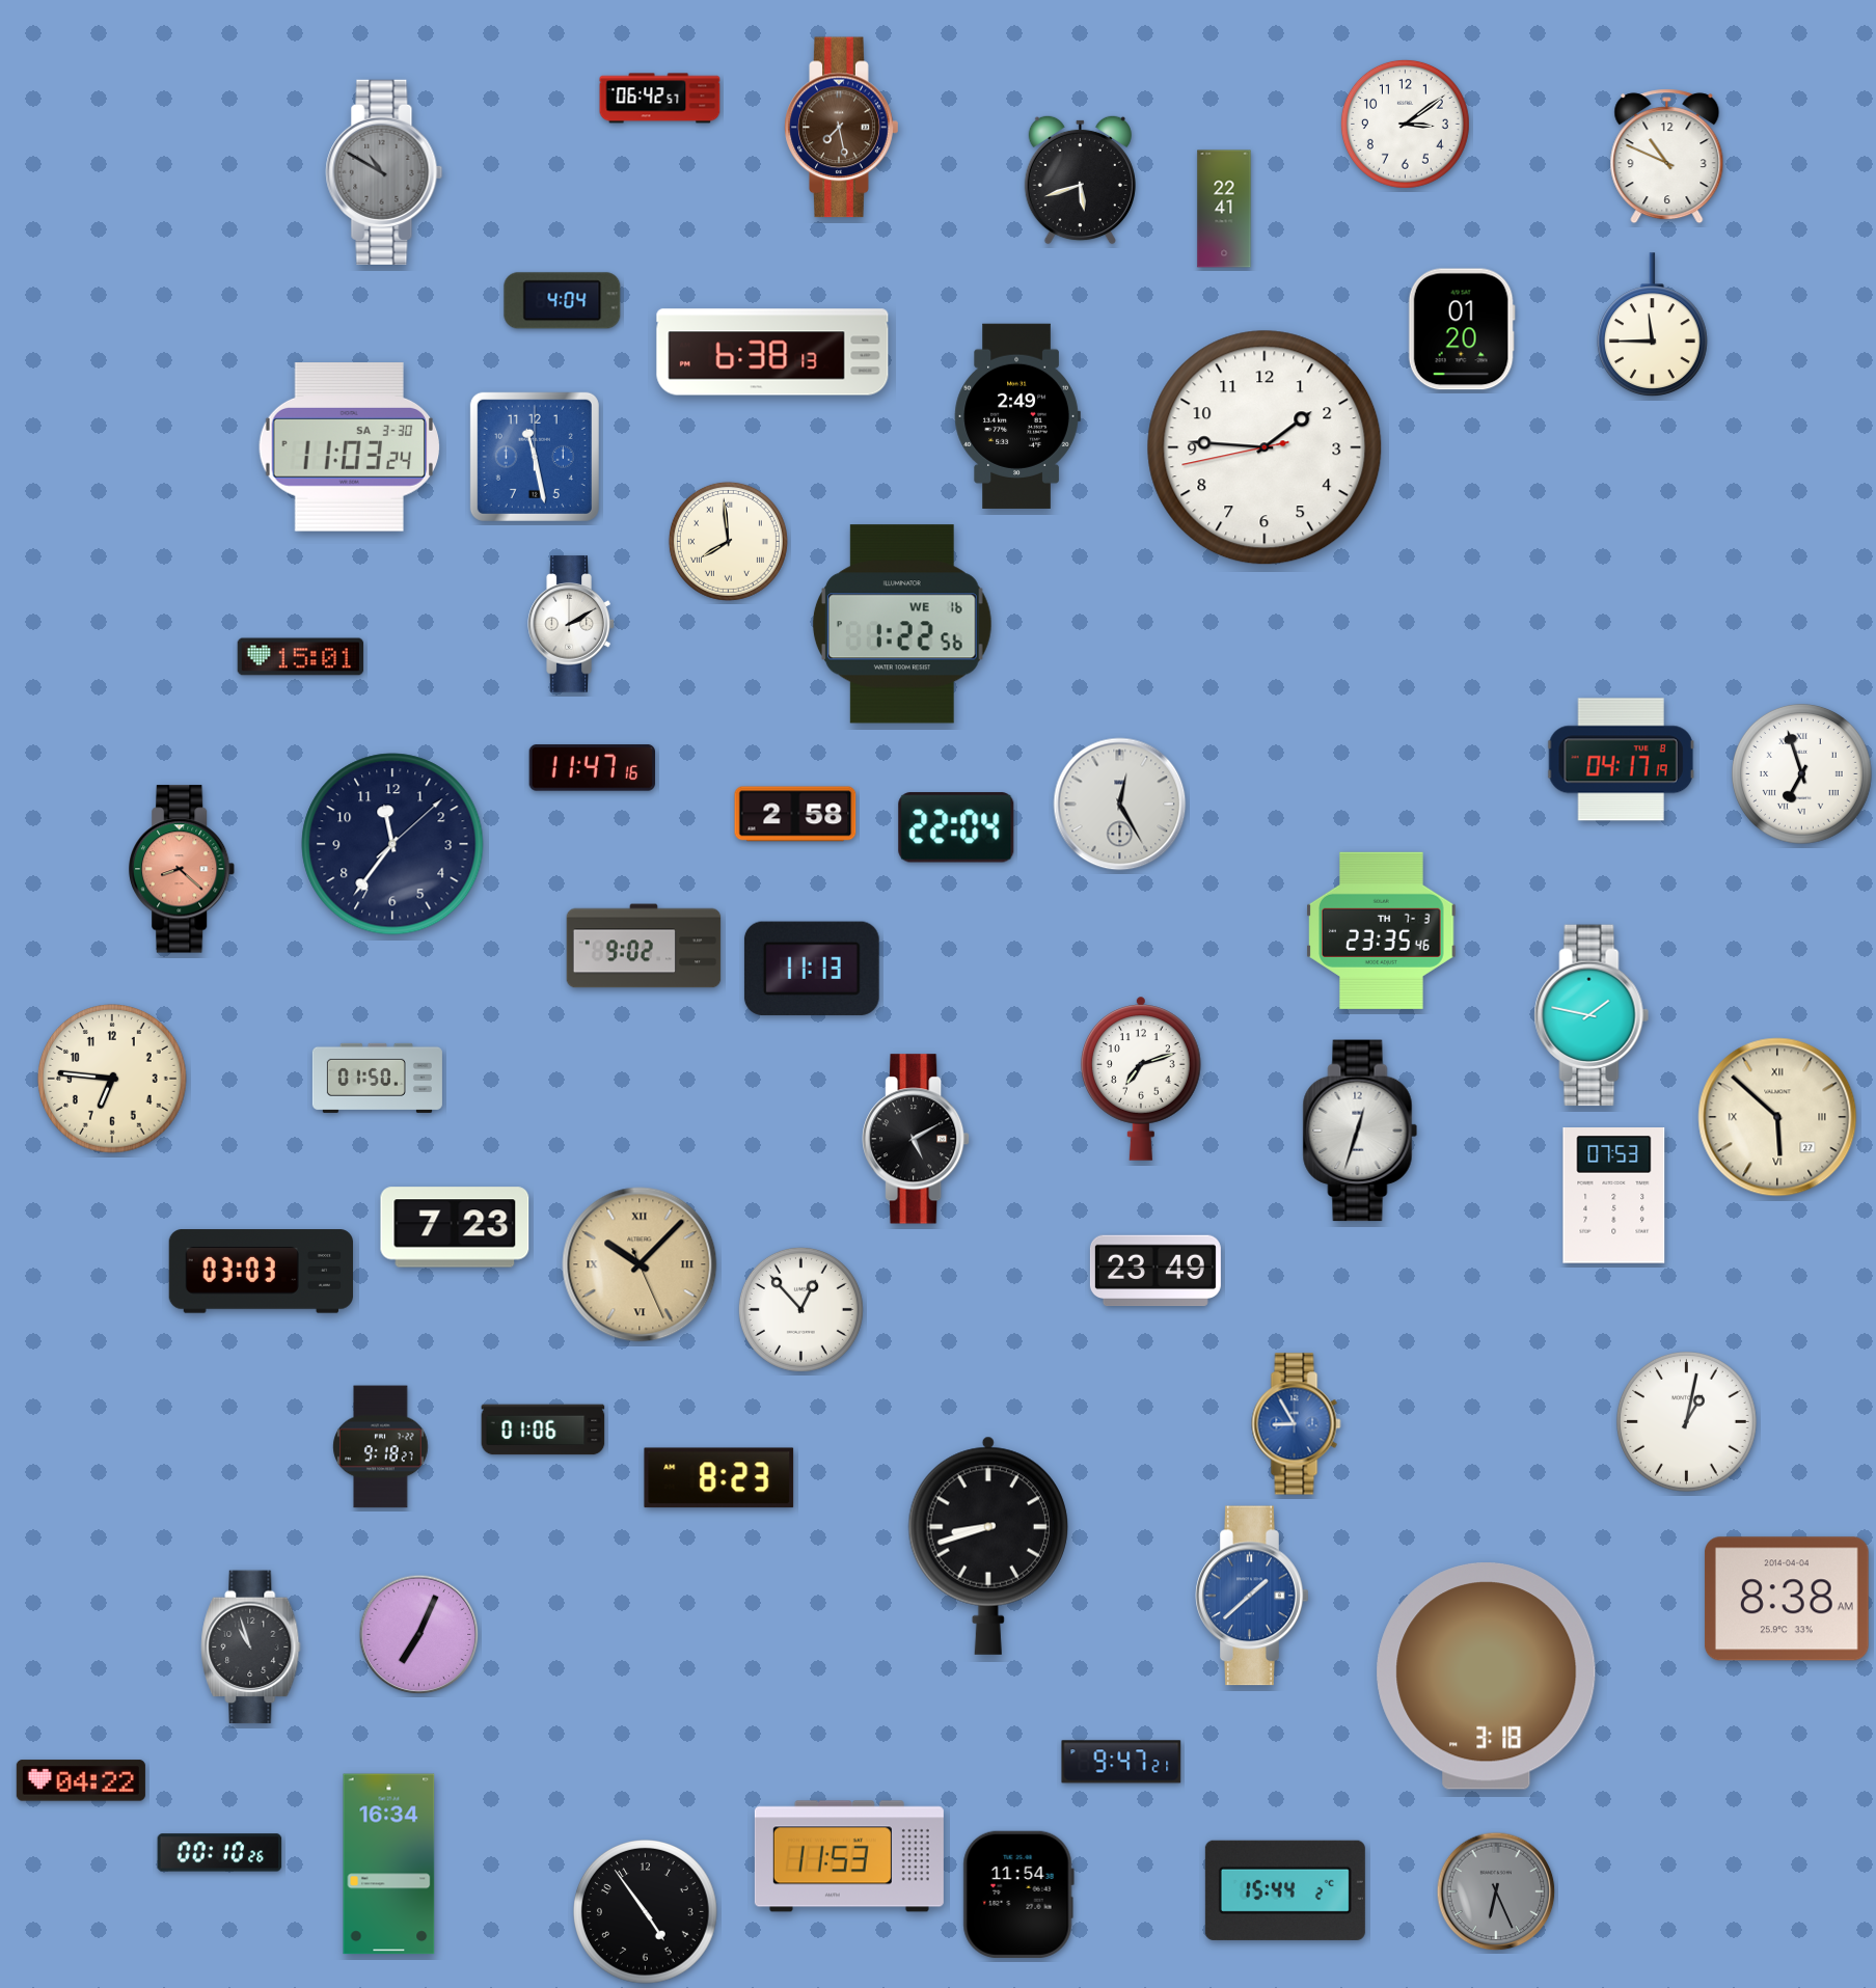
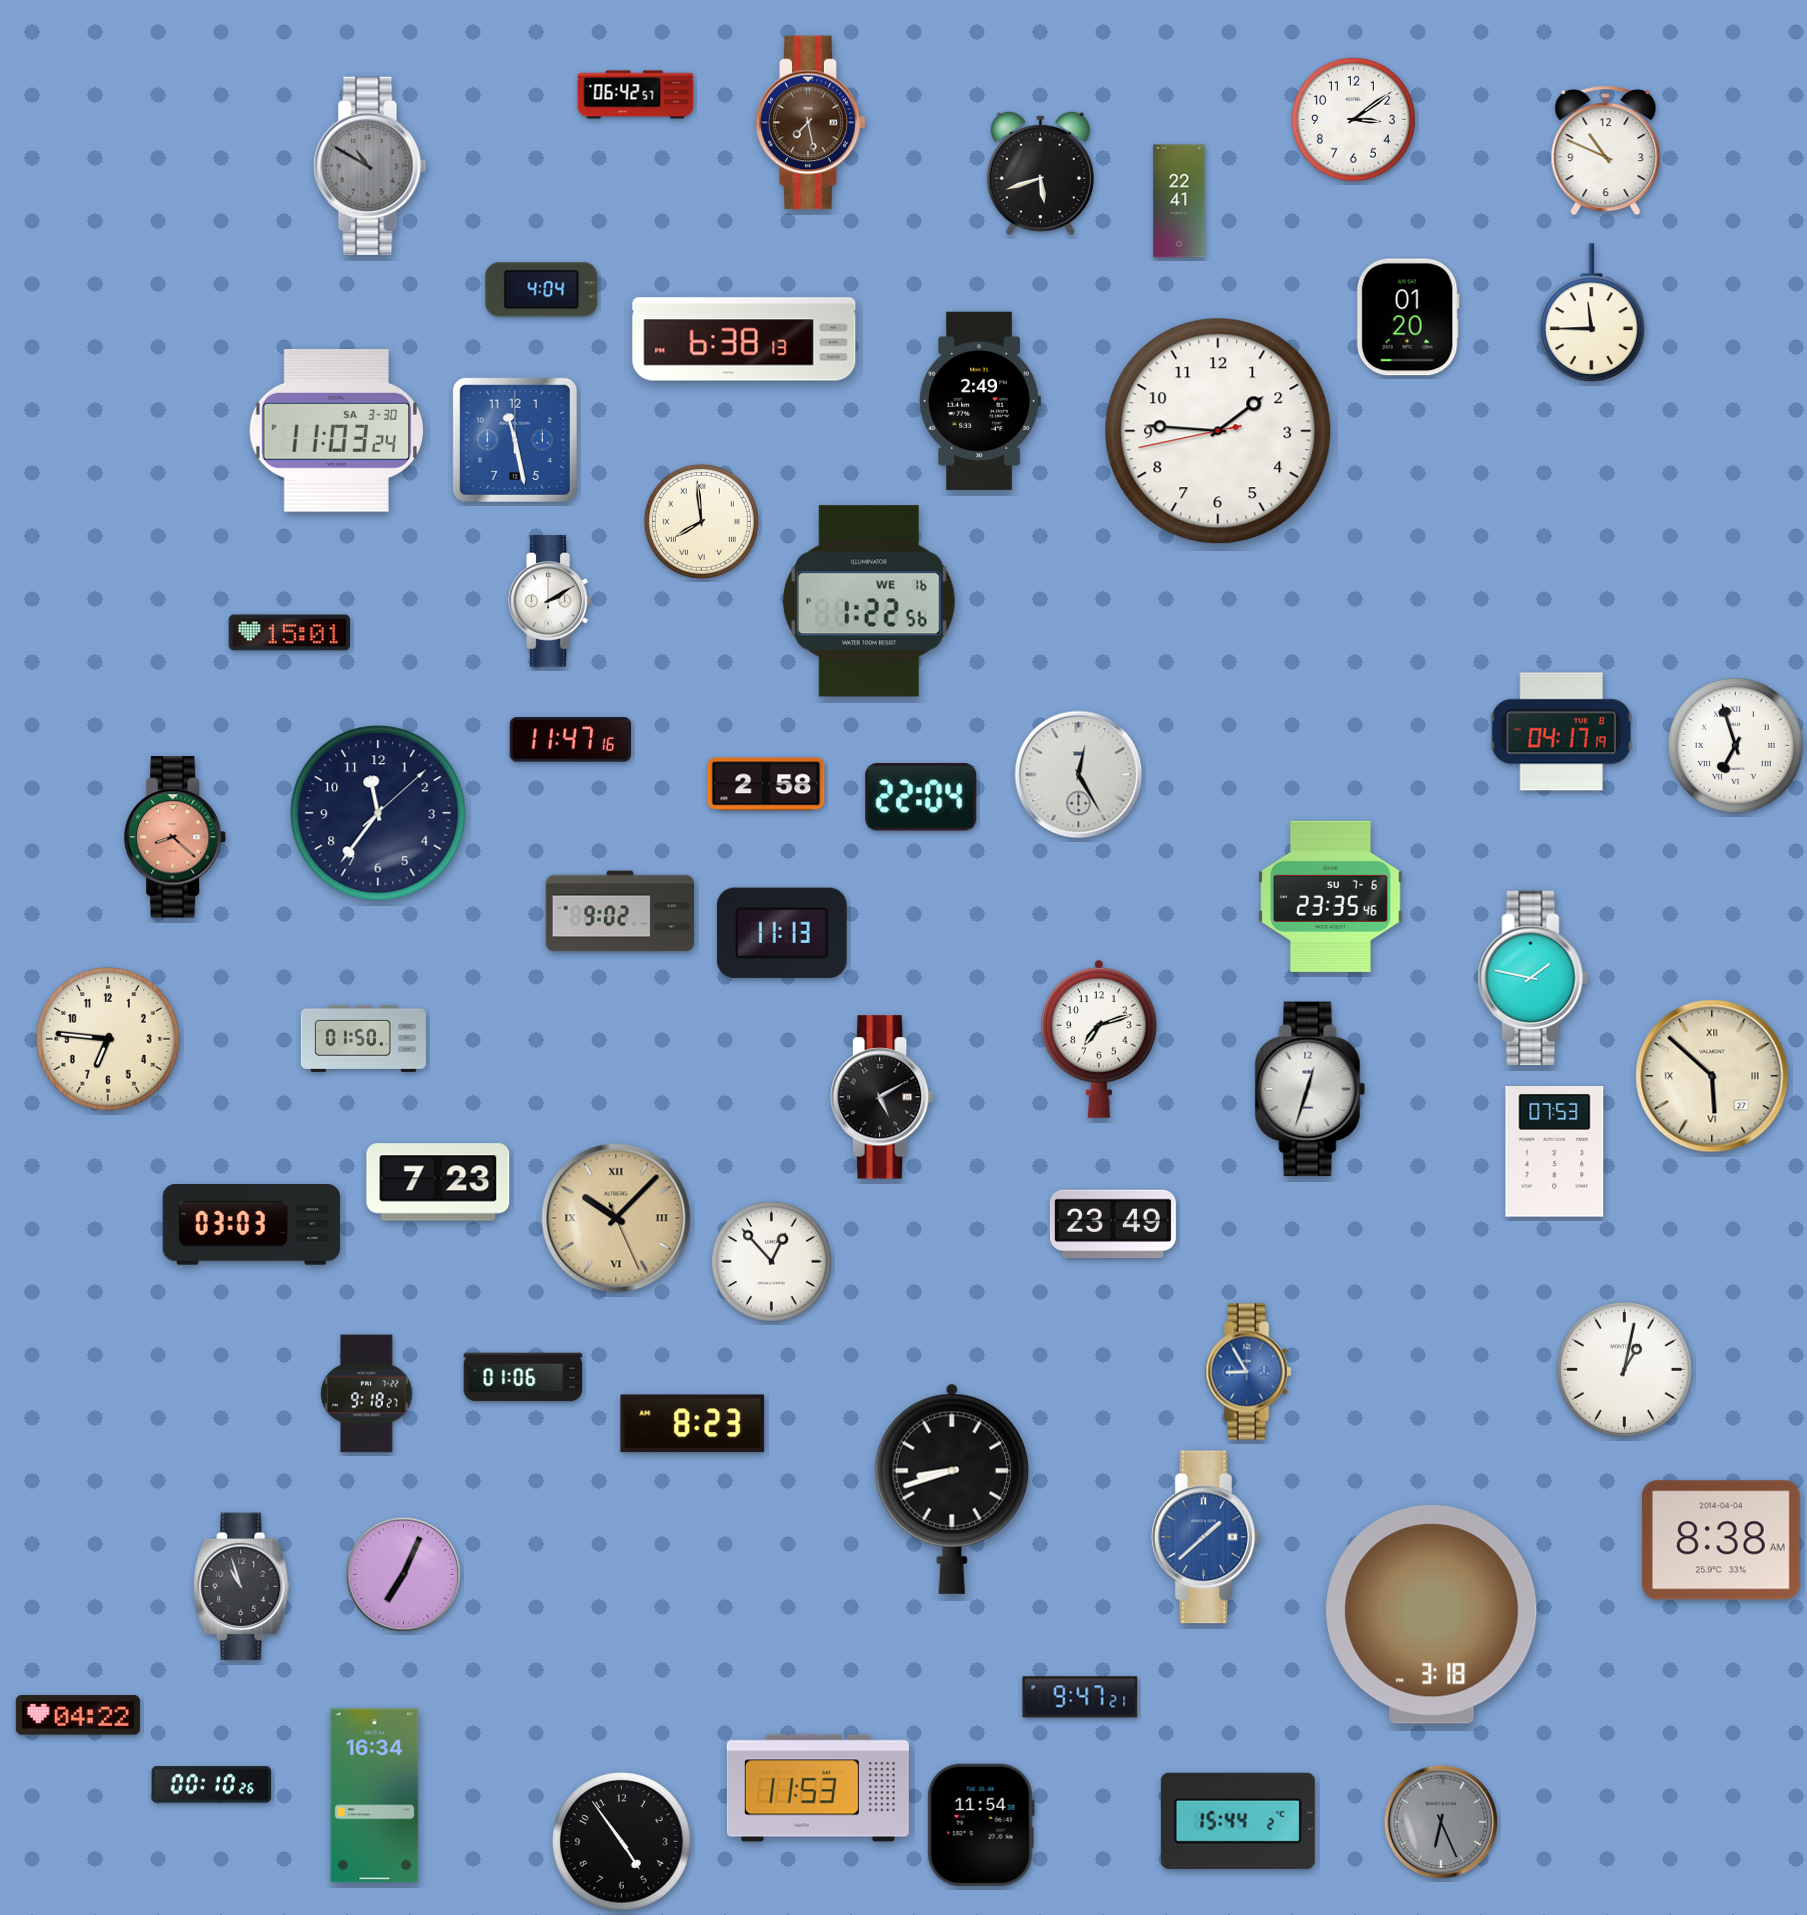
clock at (1382, 930) date: TH 7-3 -> SU 7-6
